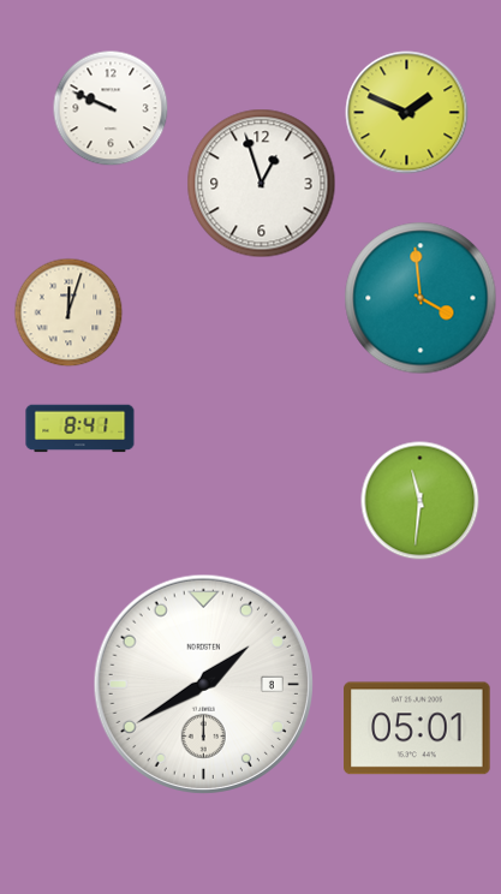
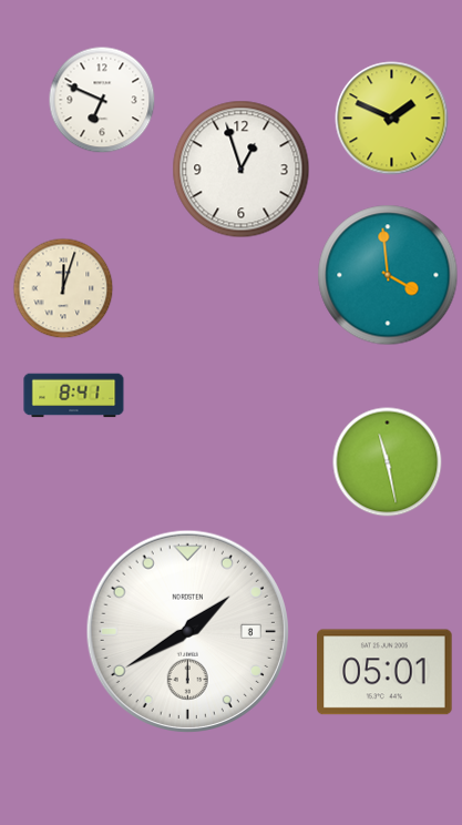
clock at (111, 108): 9:49 -> 6:49
clock at (407, 113) position: (407, 113) -> (392, 119)
clock at (421, 501): 11:31 -> 11:28
